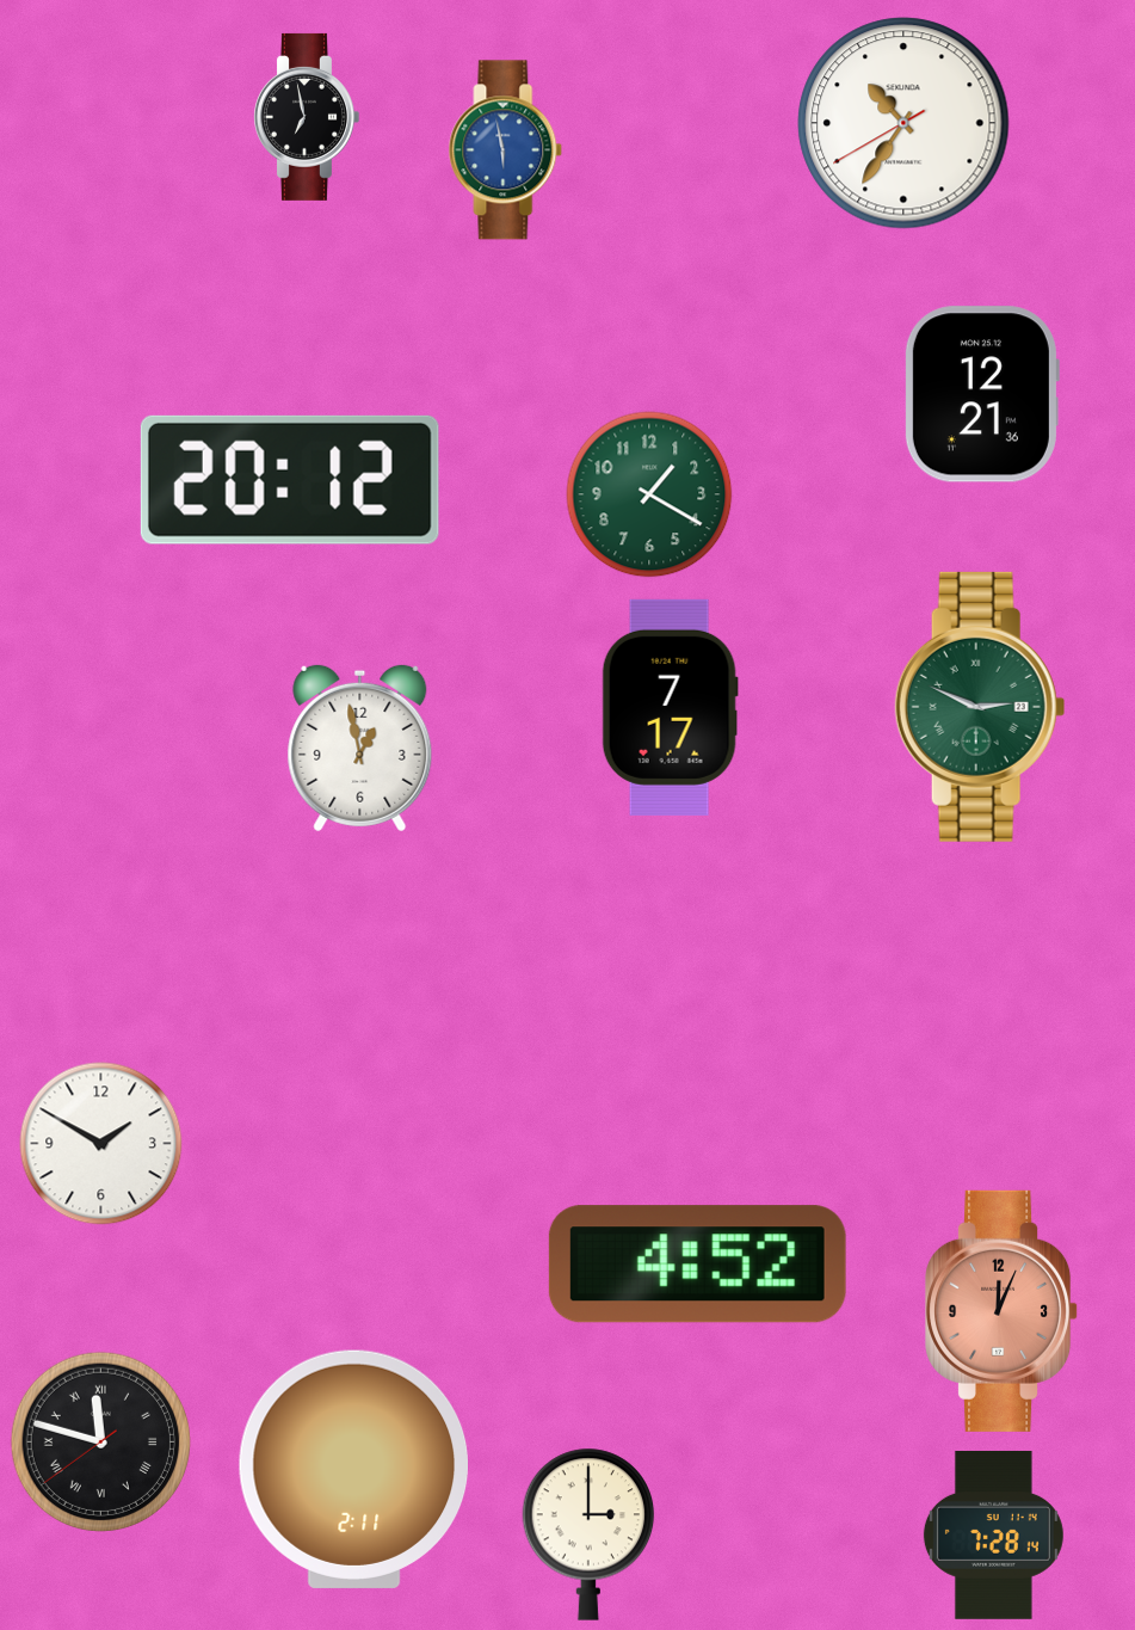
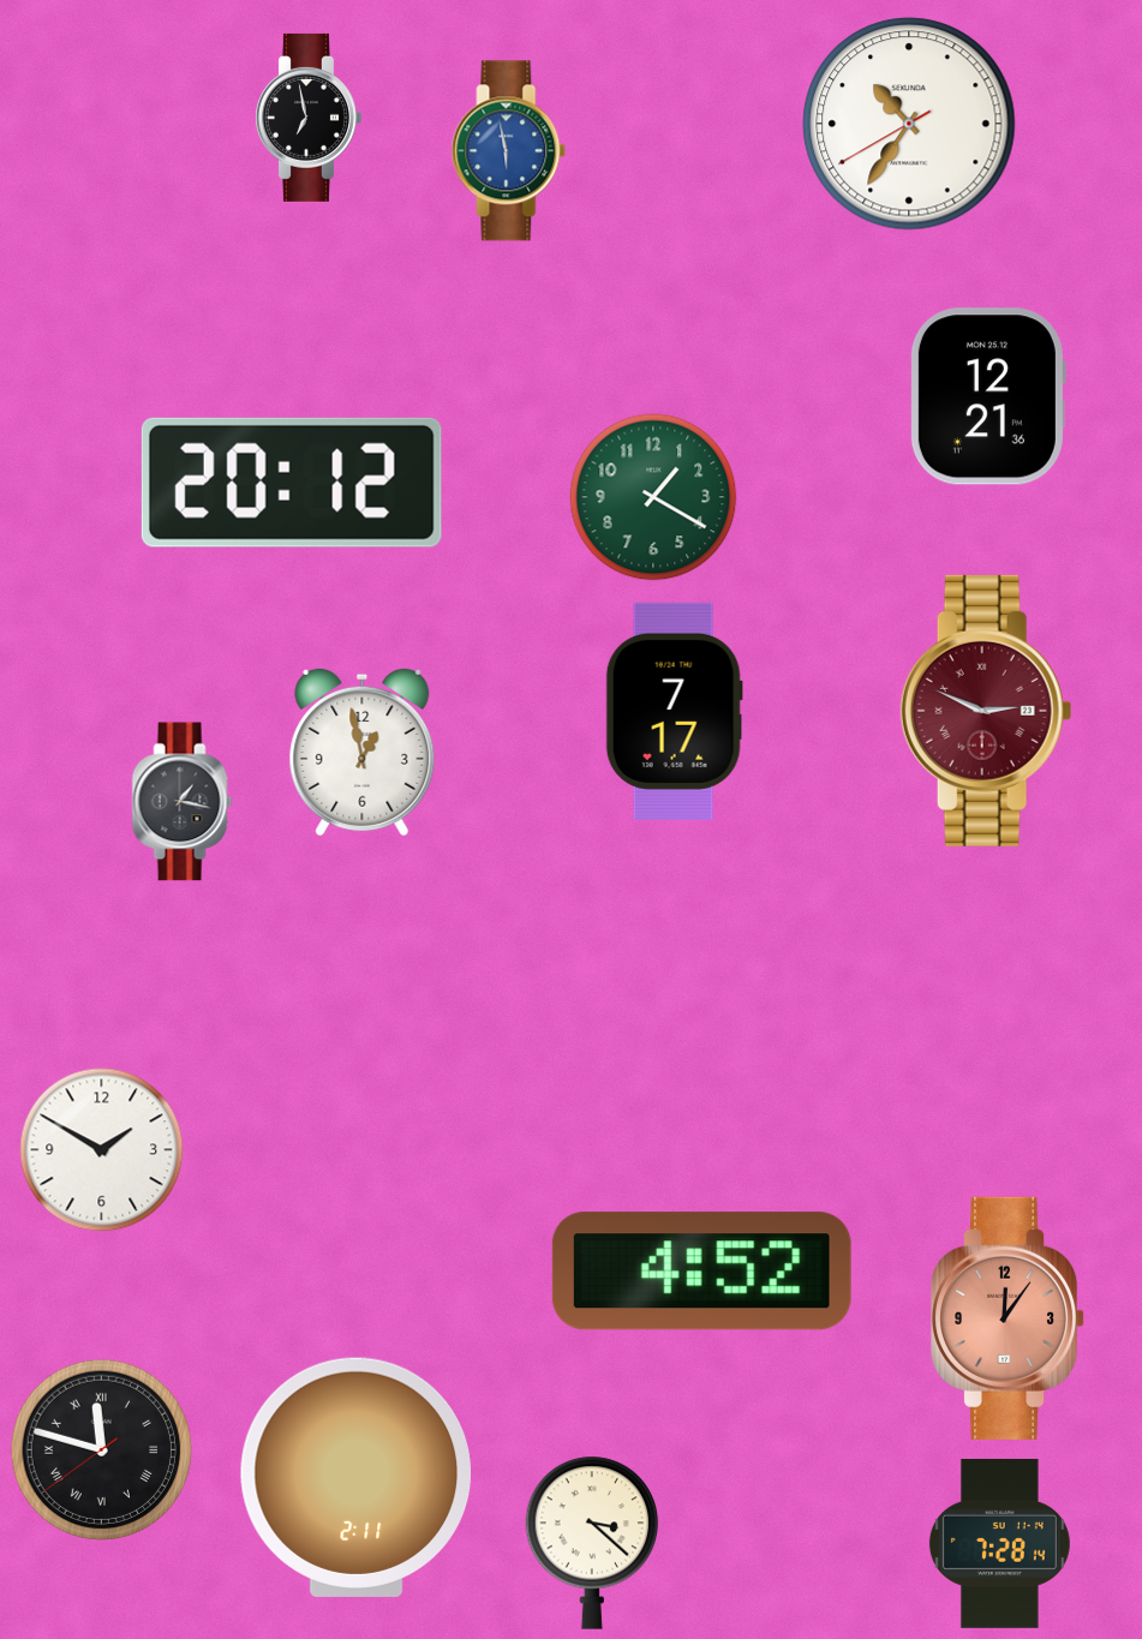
clock at (980, 707) dial: green -> burgundy
clock at (183, 802): none -> 1:17
clock at (1003, 1311): 12:04 -> 12:06
clock at (588, 1534): 3:00 -> 3:22
